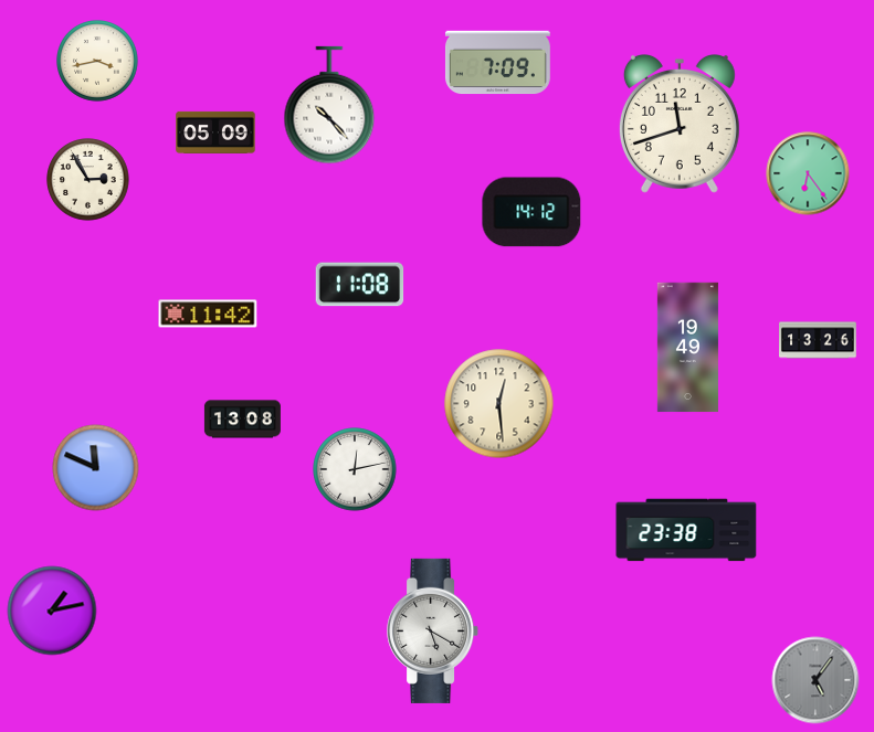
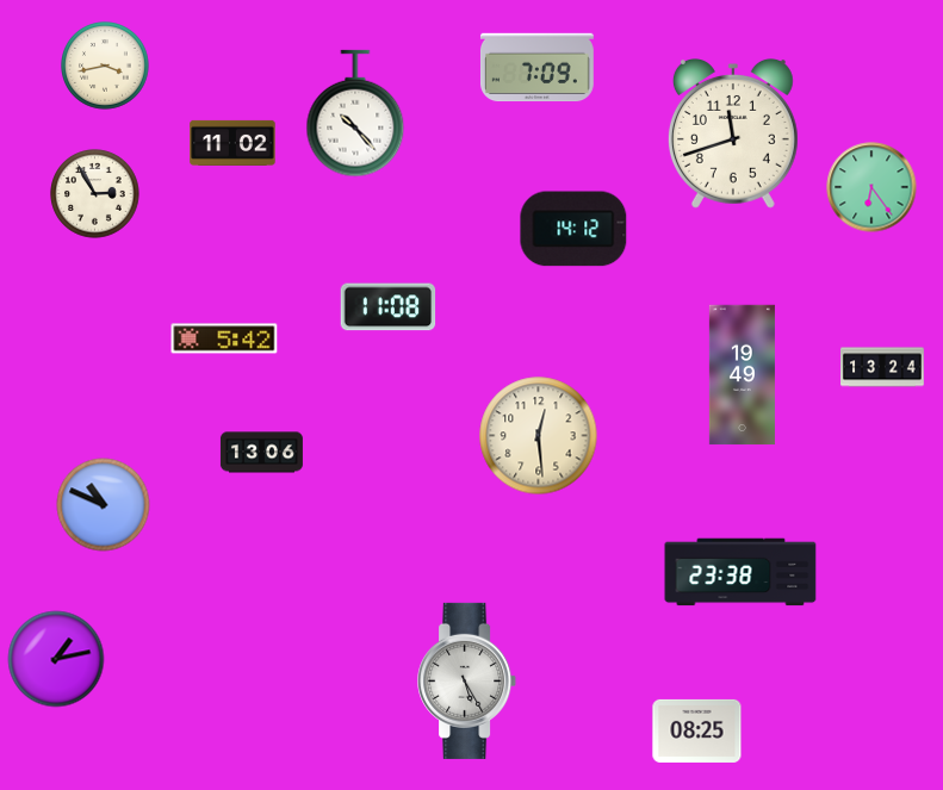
clock at (215, 132): 05:09 -> 11:02
clock at (208, 314): 11:42 -> 5:42
clock at (819, 340): 13:26 -> 13:24
clock at (242, 420): 13:08 -> 13:06
clock at (96, 468): 11:49 -> 10:49
clock at (355, 469): 12:13 -> none
clock at (433, 630): 5:20 -> 5:25
clock at (697, 730): none -> 08:25
clock at (815, 680): 5:06 -> none
